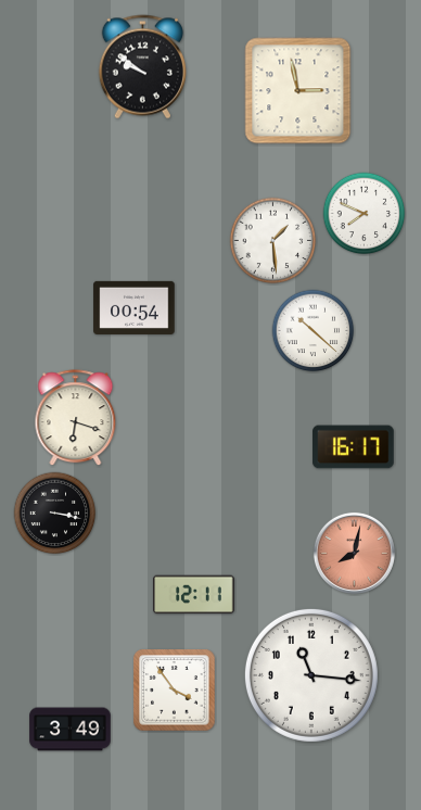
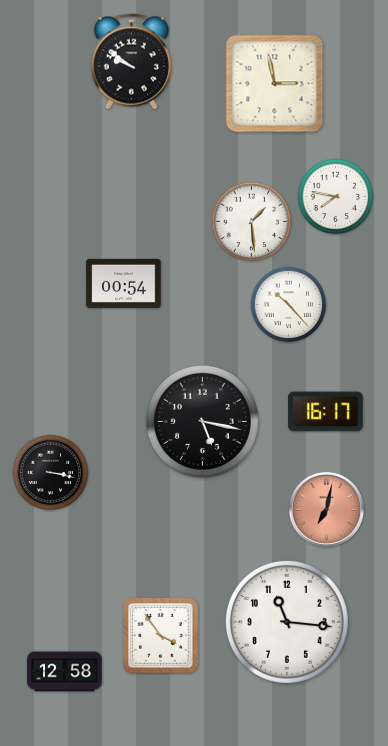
clock at (365, 214): 7:49 -> 7:47
clock at (314, 331): 10:22 -> 10:23
clock at (76, 418): 6:18 -> none
clock at (202, 421): none -> 5:17
clock at (354, 553): 8:02 -> 7:02
clock at (194, 595): 12:11 -> none
clock at (71, 730): 3:49 -> 12:58
